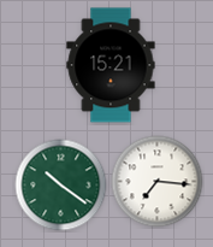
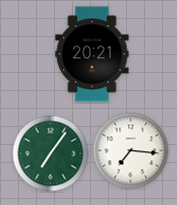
clock at (111, 65): 15:21 -> 20:21
clock at (61, 186): 10:21 -> 7:06
